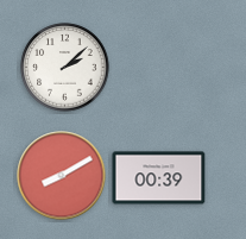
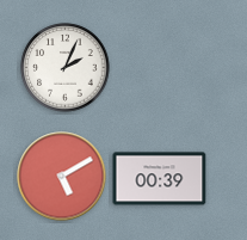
clock at (65, 68): 2:08 -> 2:04
clock at (62, 176): 8:10 -> 5:10
